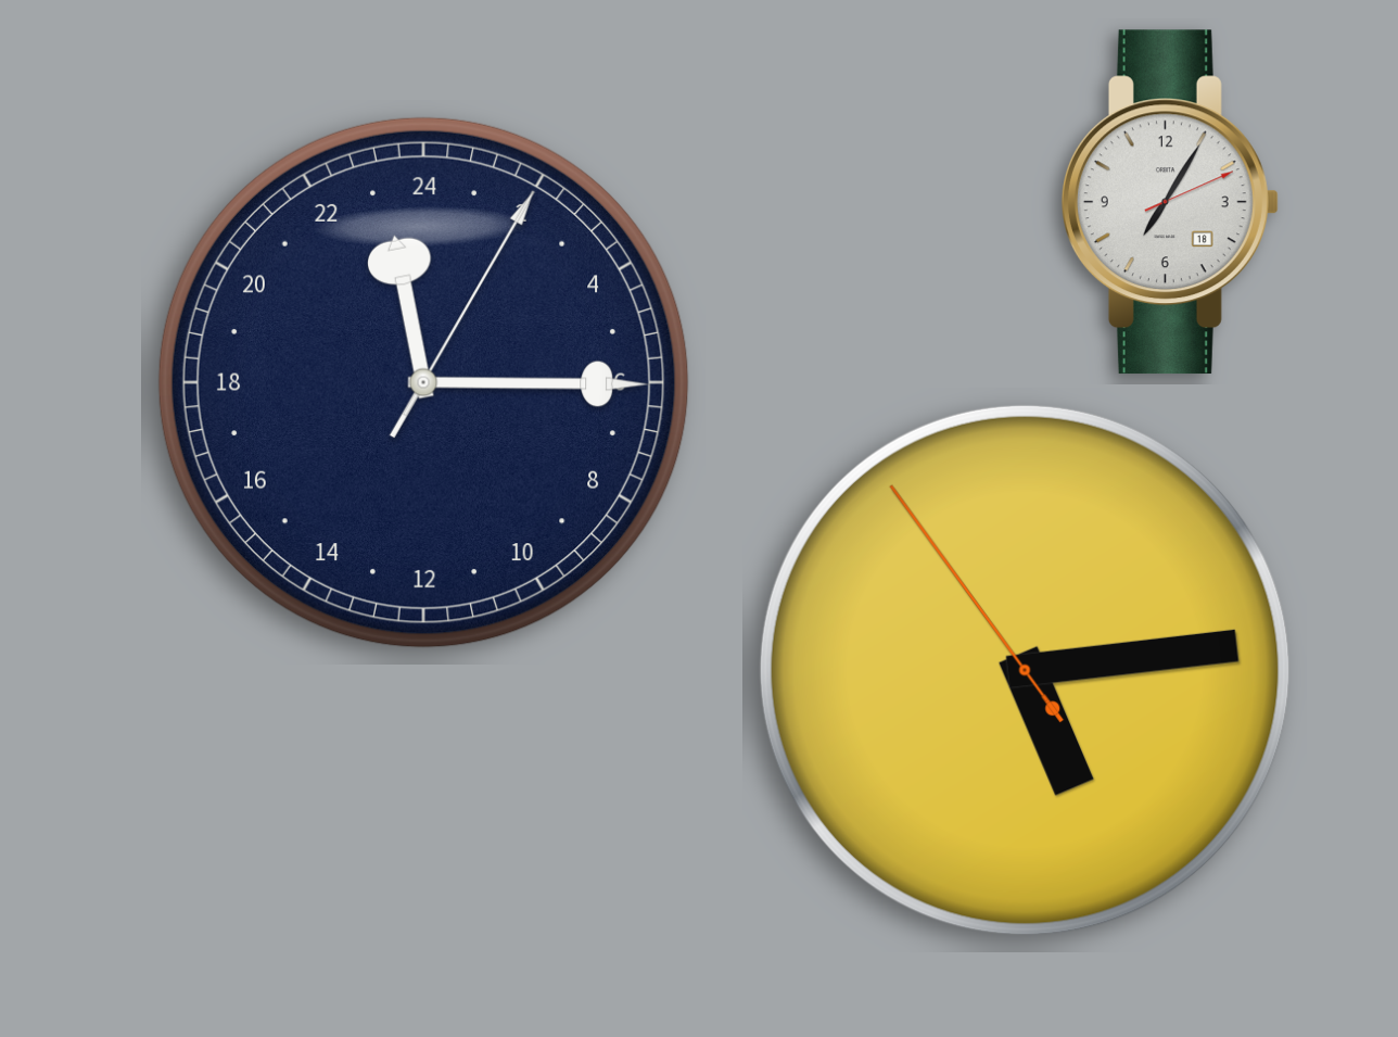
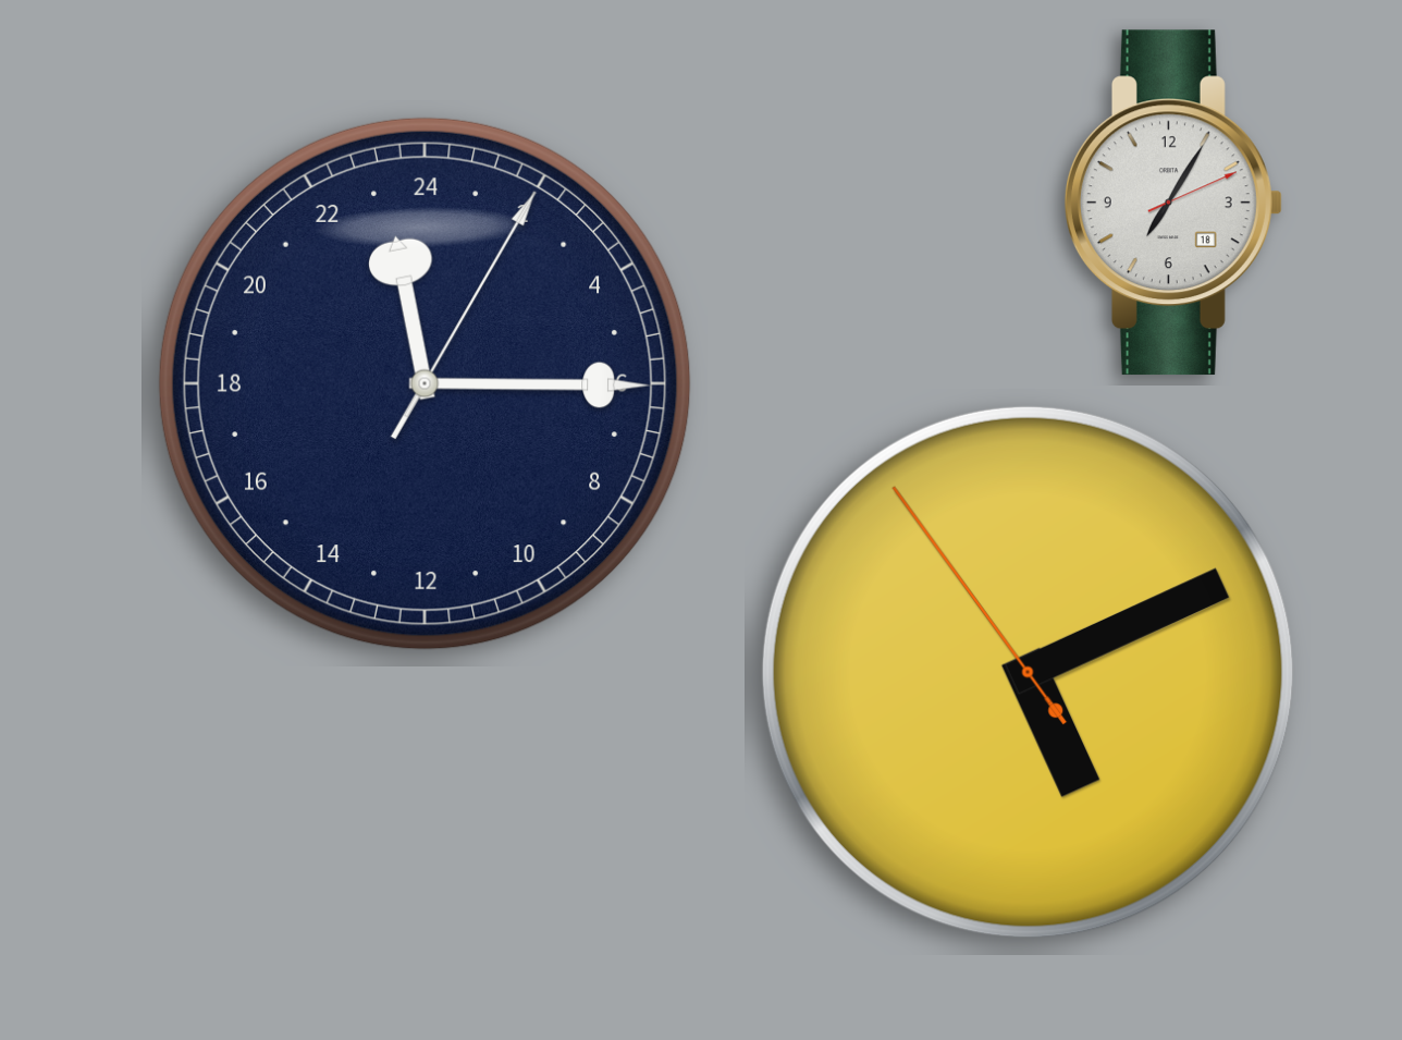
clock at (1025, 670): 5:13 -> 5:10
